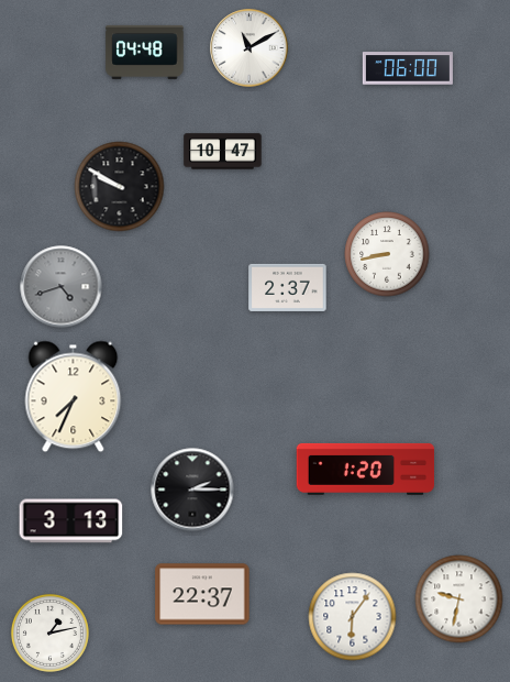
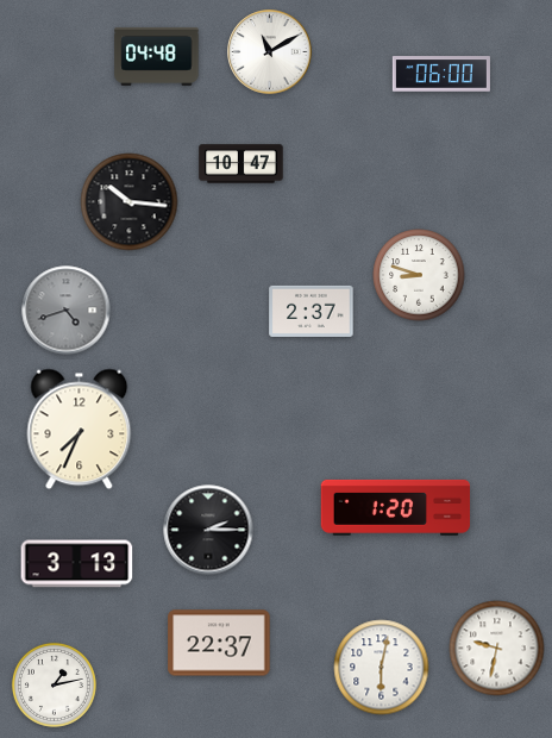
clock at (120, 187): 9:50 -> 10:16
clock at (387, 254): 8:43 -> 8:48
clock at (353, 617): 6:06 -> 6:02
